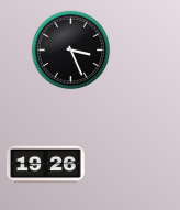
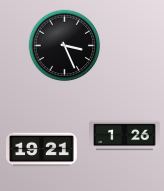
clock at (125, 136): none -> 1:26
clock at (46, 165): 19:26 -> 19:21
